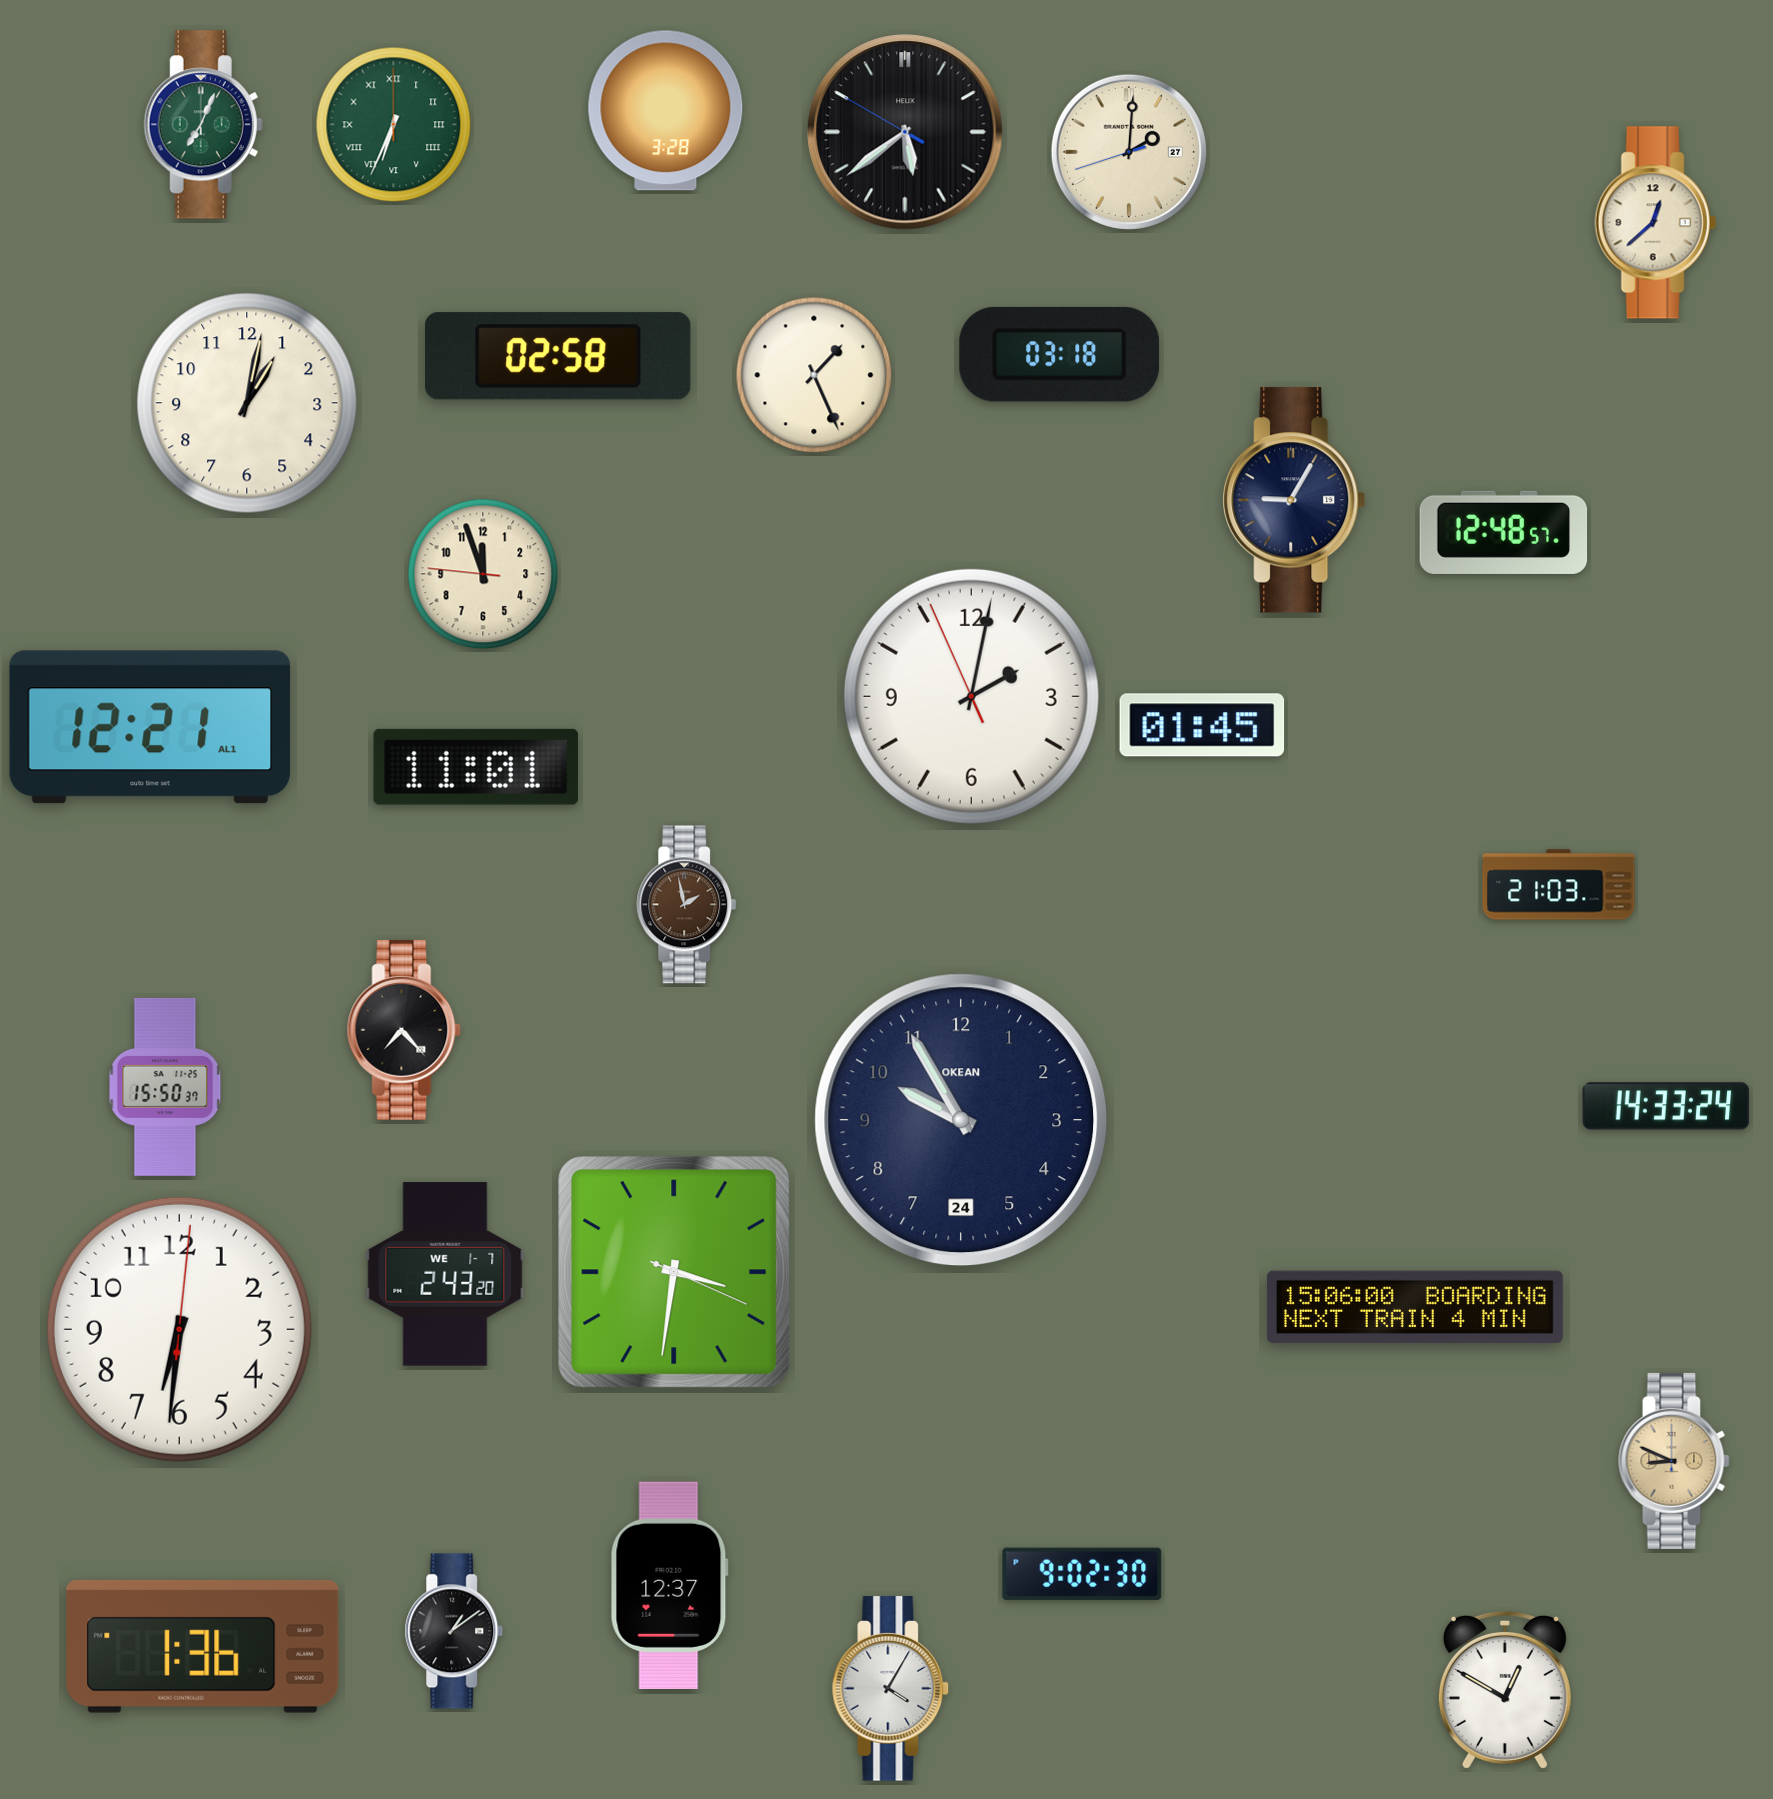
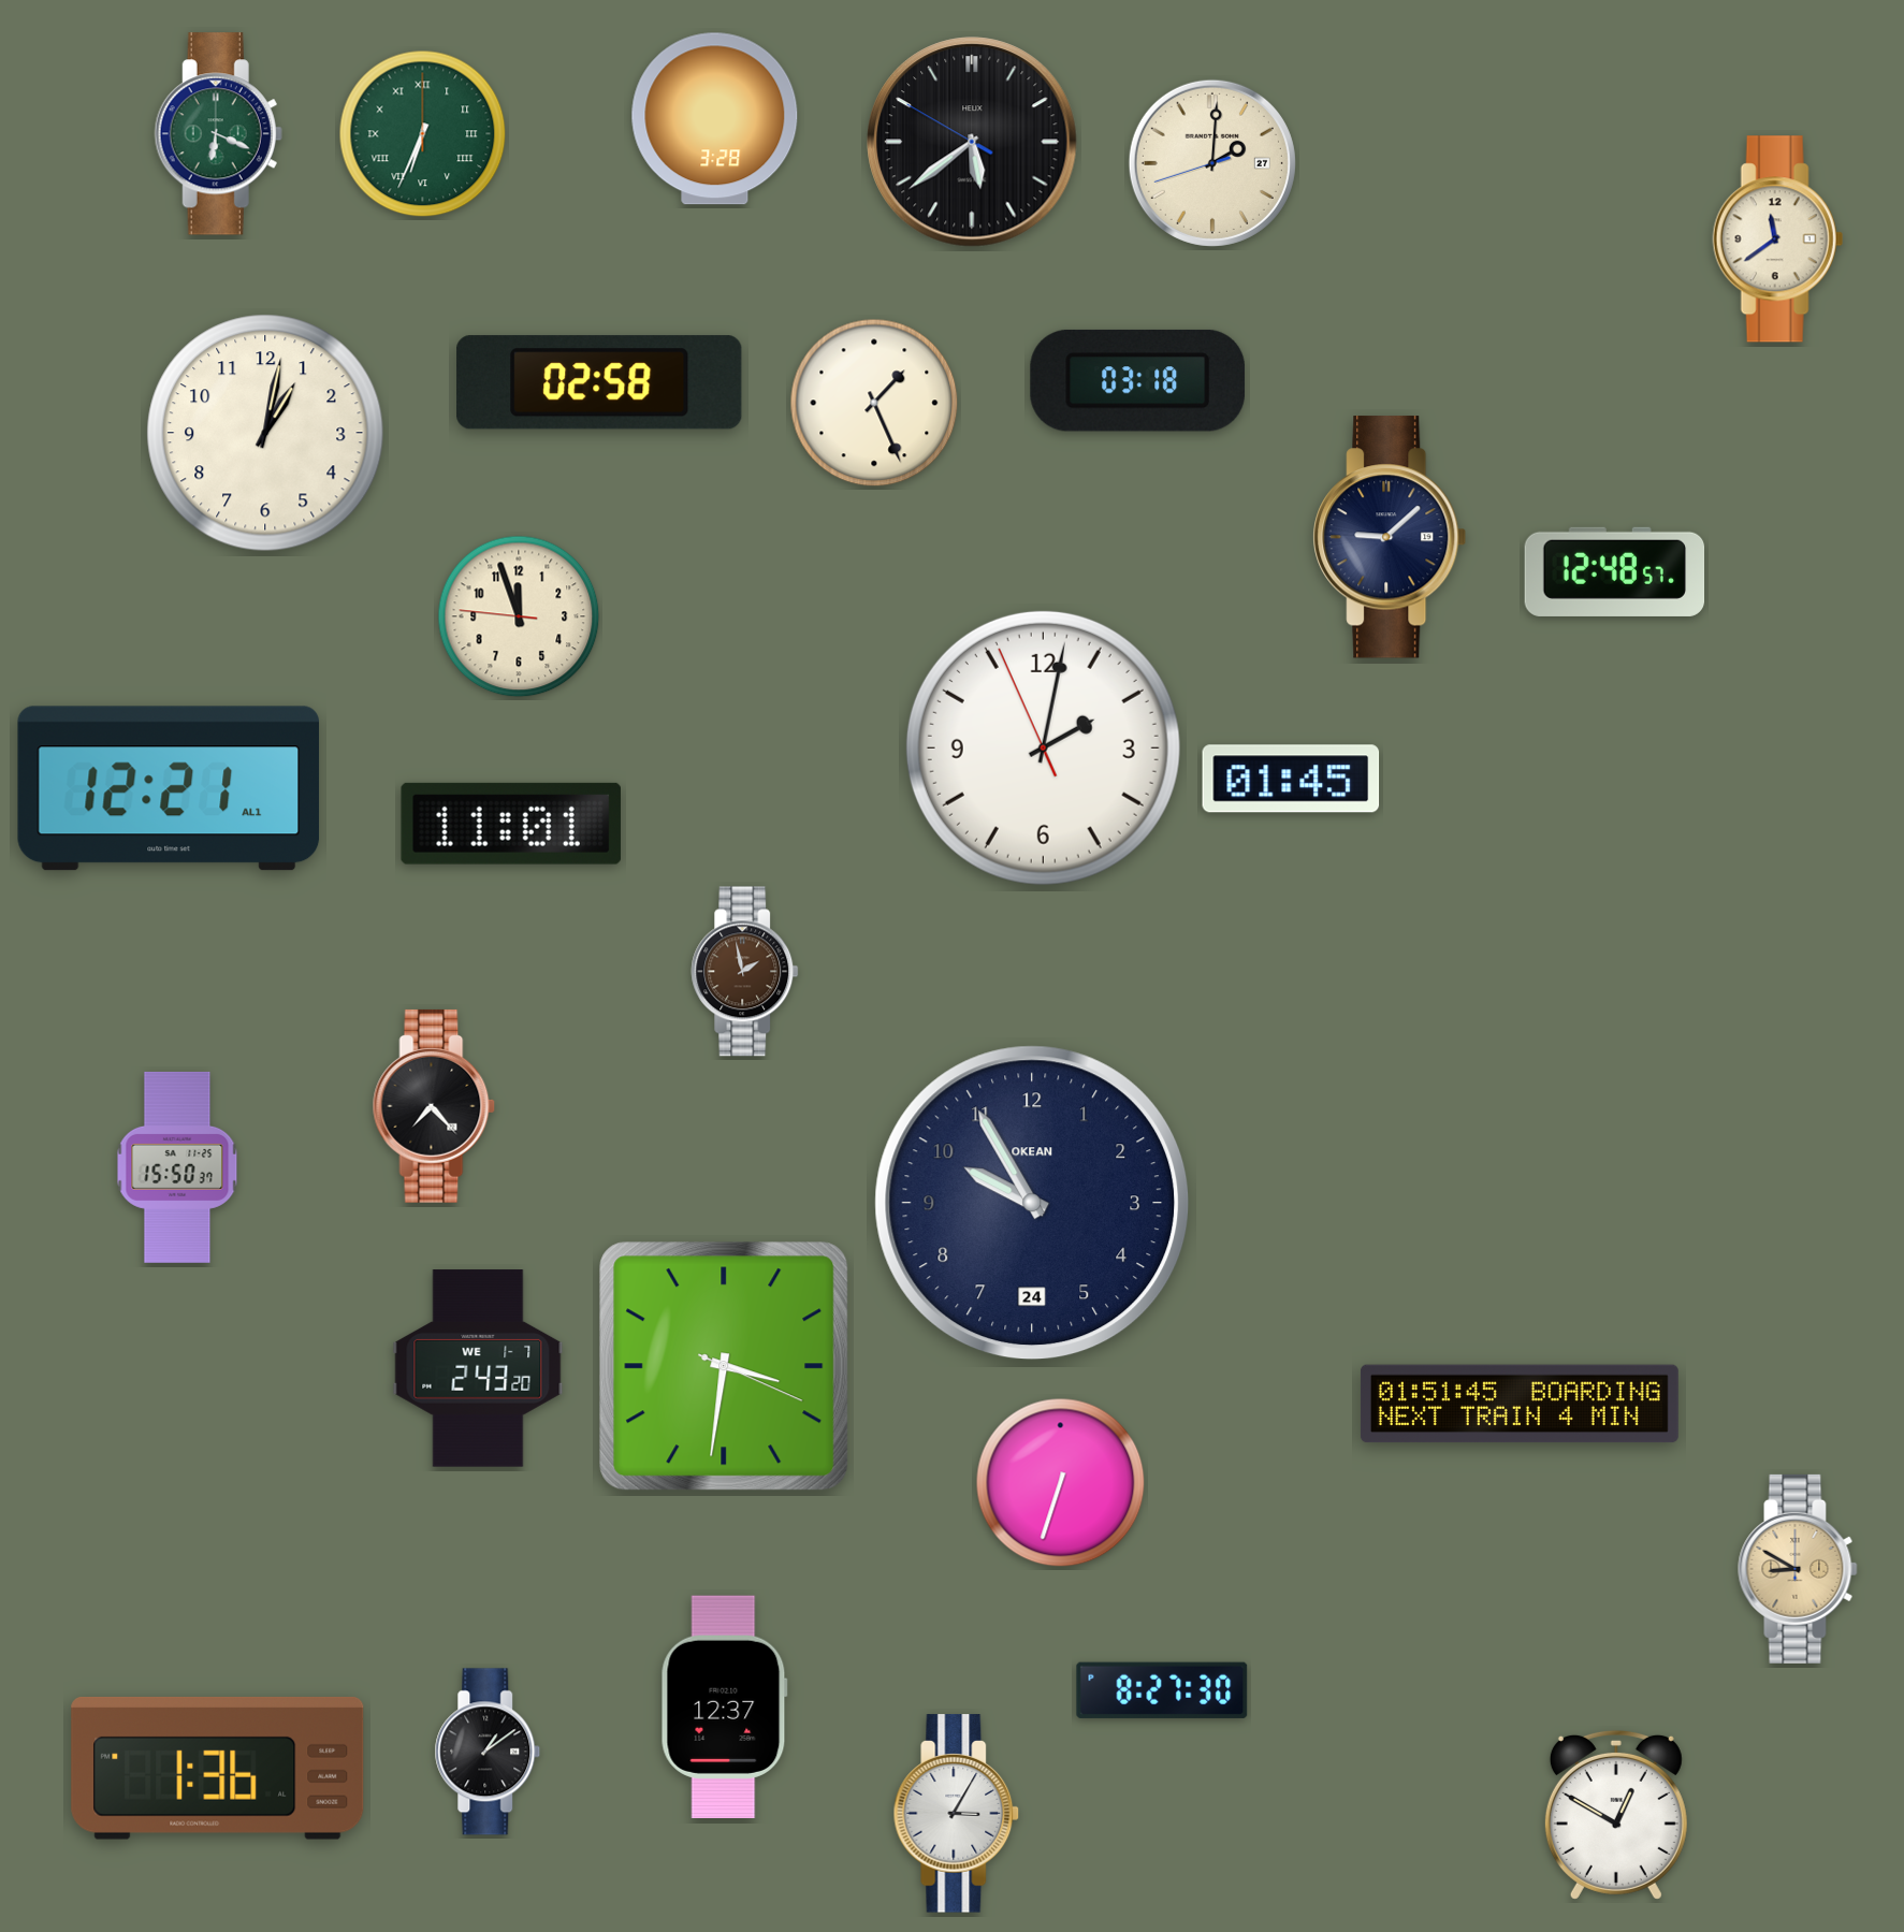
clock at (203, 125): 7:04 -> 6:19
clock at (1655, 223): 12:38 -> 11:39
clock at (1294, 500): 9:05 -> 9:08
clock at (150, 727) position: (150, 727) -> (169, 788)
clock at (1559, 885): 21:03 -> none
clock at (687, 905) position: (687, 905) -> (745, 972)
clock at (1666, 1106): 14:33 -> none
clock at (1415, 1307): 15:06 -> 01:51
clock at (179, 1329): 6:31 -> none
clock at (1061, 1483): none -> 6:33
clock at (1674, 1461): 8:49 -> 8:50
clock at (1082, 1574): 9:02 -> 8:27
clock at (669, 1585) position: (669, 1585) -> (724, 1706)
clock at (891, 1689): 4:05 -> 3:05
